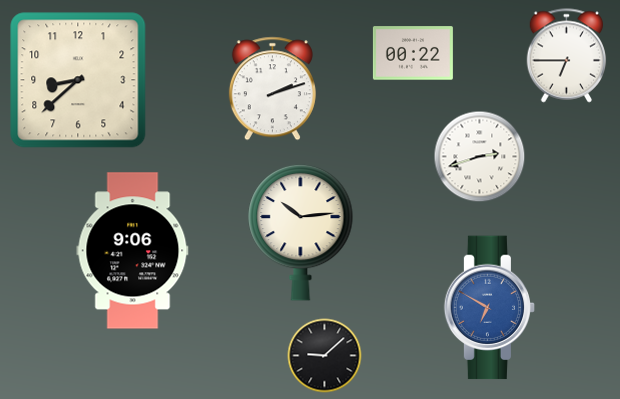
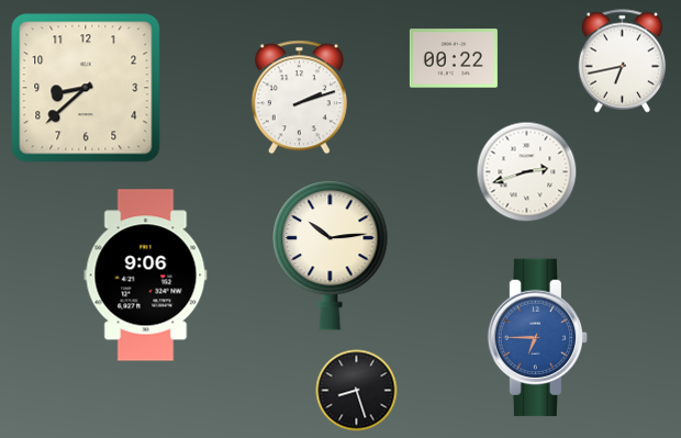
clock at (567, 56): 6:45 -> 6:43
clock at (490, 308): 6:50 -> 6:45
clock at (325, 356): 9:08 -> 8:27
